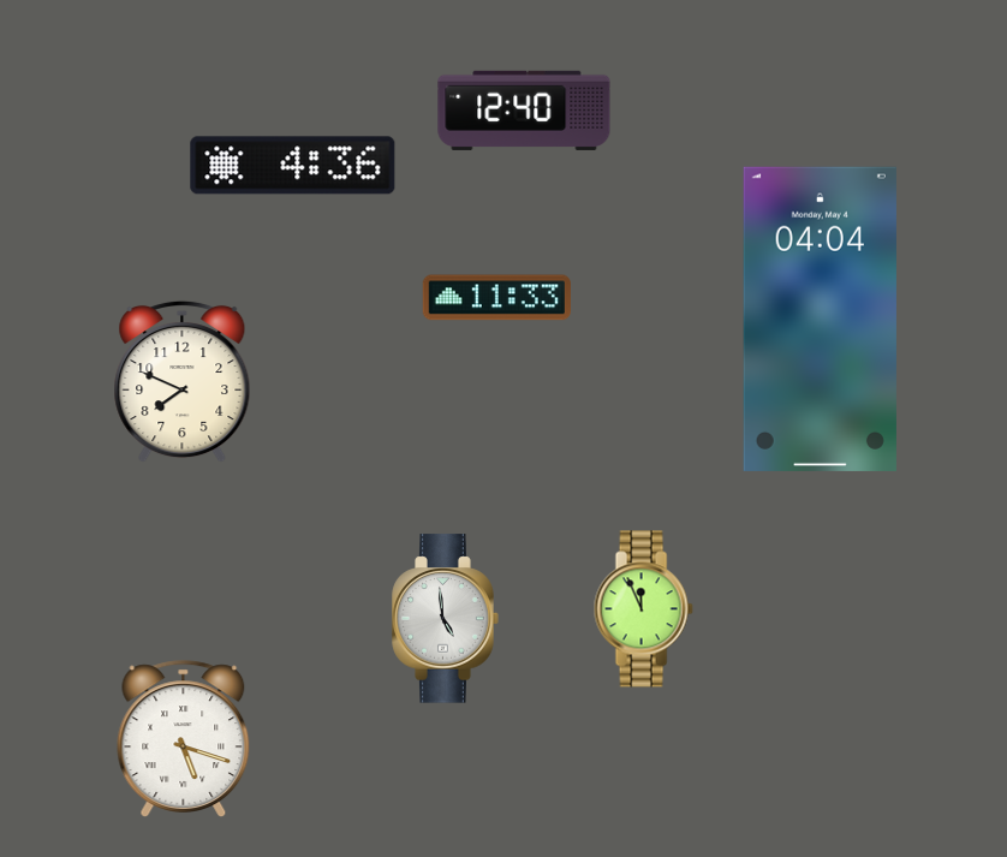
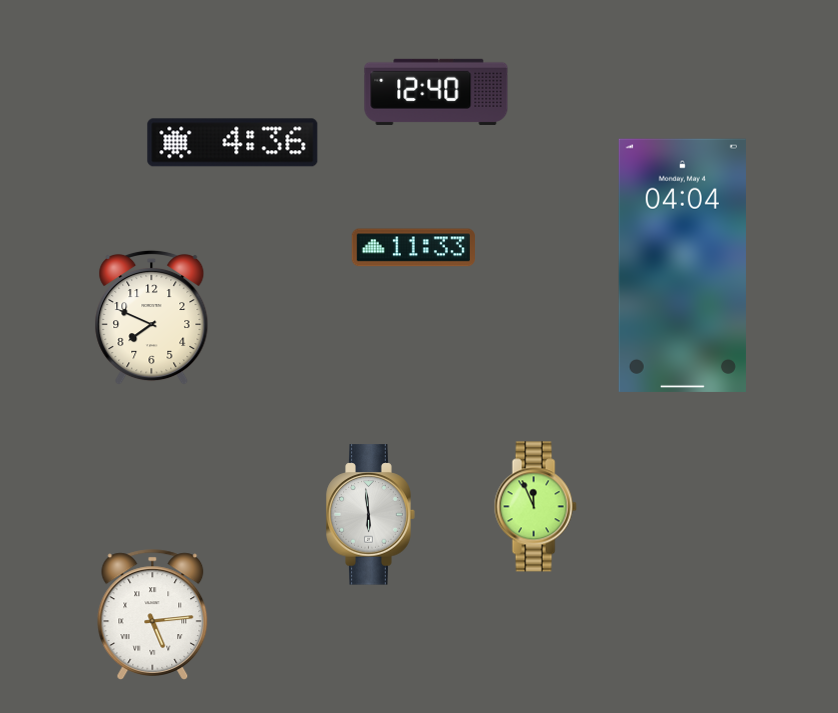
clock at (293, 166) position: (293, 166) -> (233, 143)
clock at (446, 619): 4:59 -> 5:59
clock at (184, 739): 5:18 -> 5:14
